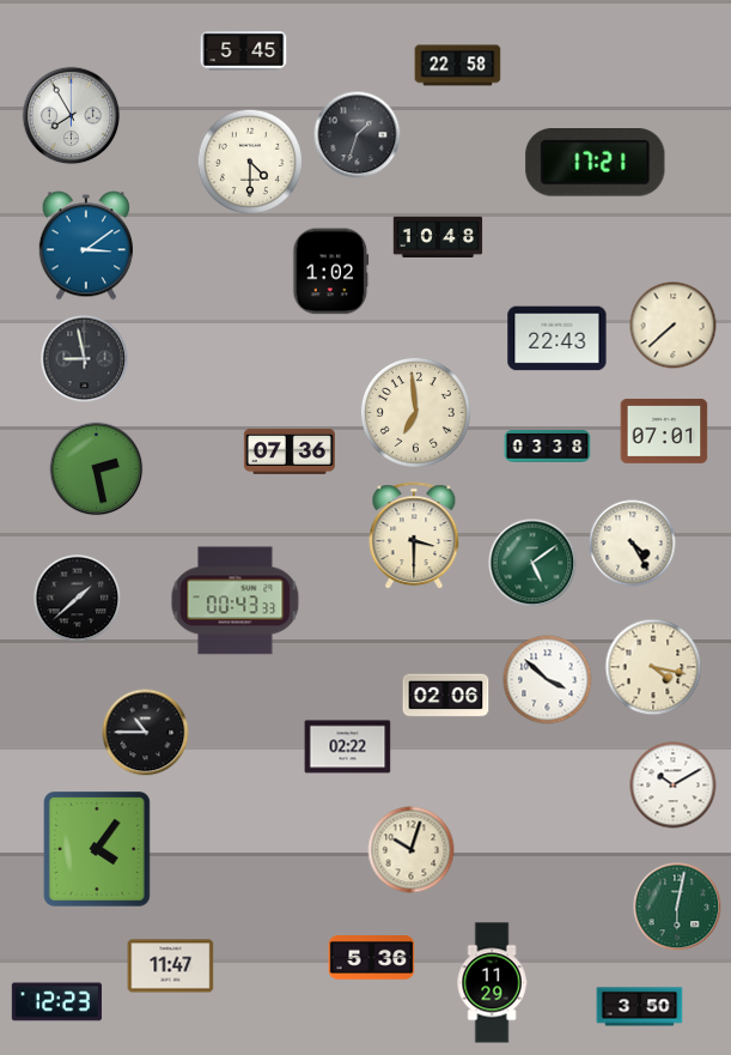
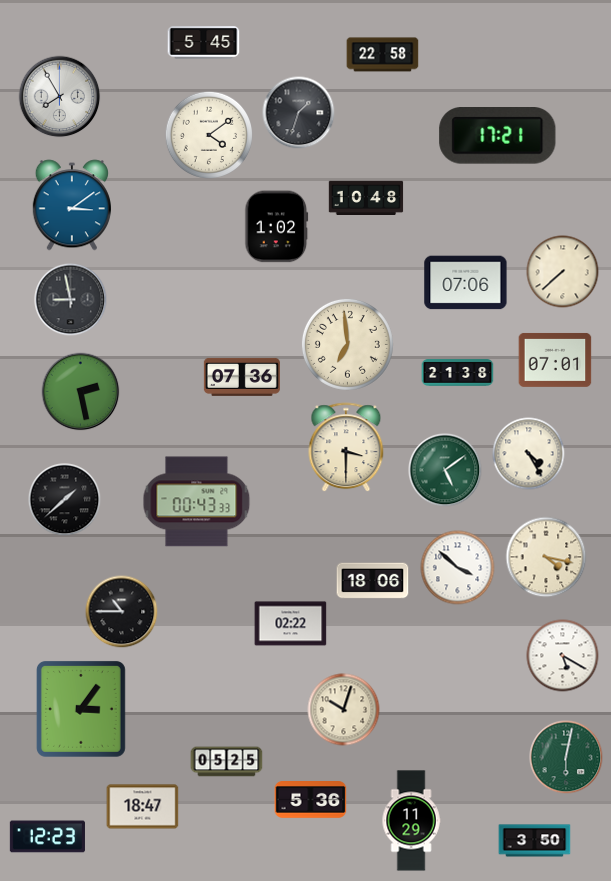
clock at (249, 160): 4:30 -> 4:09
clock at (558, 339): 22:43 -> 07:06
clock at (548, 447): 03:38 -> 21:38
clock at (446, 696): 02:06 -> 18:06
clock at (674, 786): 10:10 -> 5:20
clock at (97, 849): 4:06 -> 3:06
clock at (227, 762): none -> 05:25
clock at (171, 966): 11:47 -> 18:47
